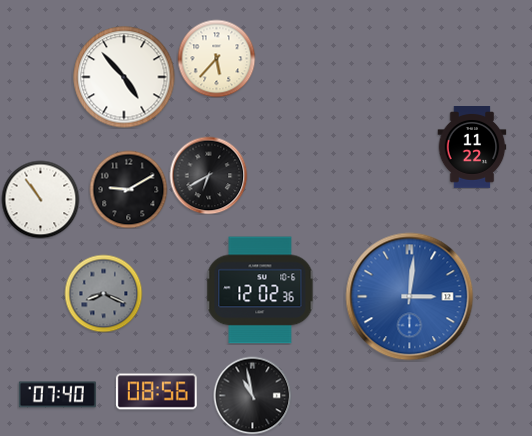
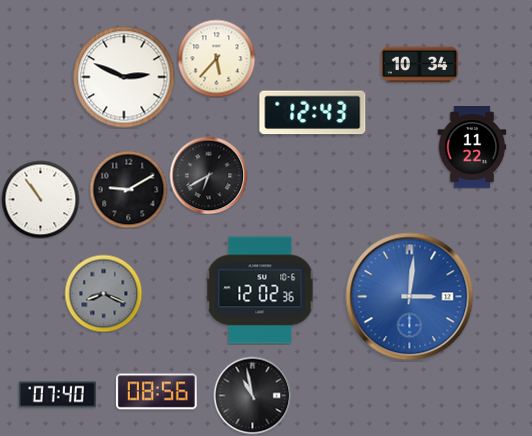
clock at (419, 65): none -> 10:34
clock at (124, 77): 4:53 -> 2:49
clock at (313, 113): none -> 12:43
